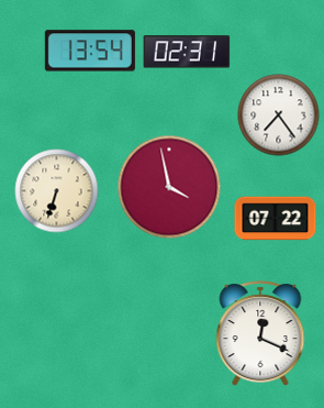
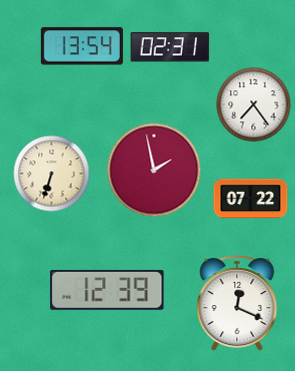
clock at (169, 187): 3:58 -> 1:58
clock at (107, 290): none -> 12:39
